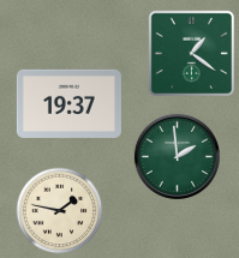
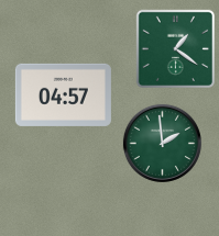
clock at (68, 103): 19:37 -> 04:57
clock at (60, 211): 1:47 -> none
